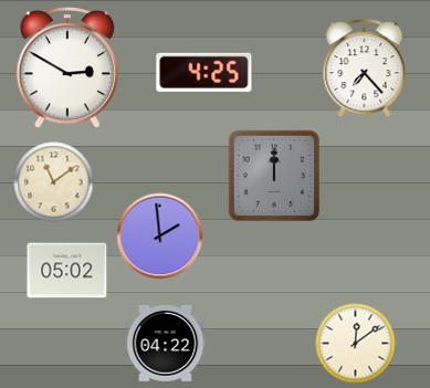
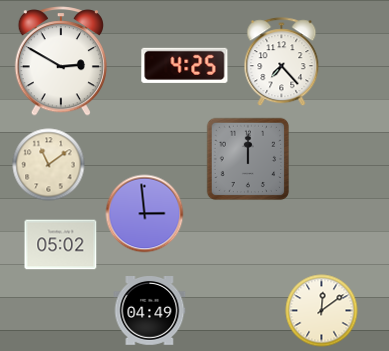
clock at (365, 69) position: (365, 69) -> (282, 62)
clock at (160, 237): 1:59 -> 2:59
clock at (166, 344): 04:22 -> 04:49
